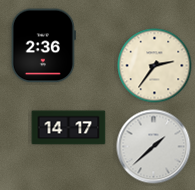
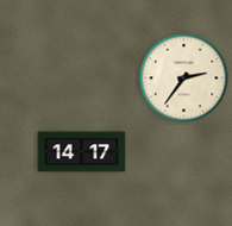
clock at (43, 46): 2:36 -> none
clock at (154, 147): 1:38 -> none
